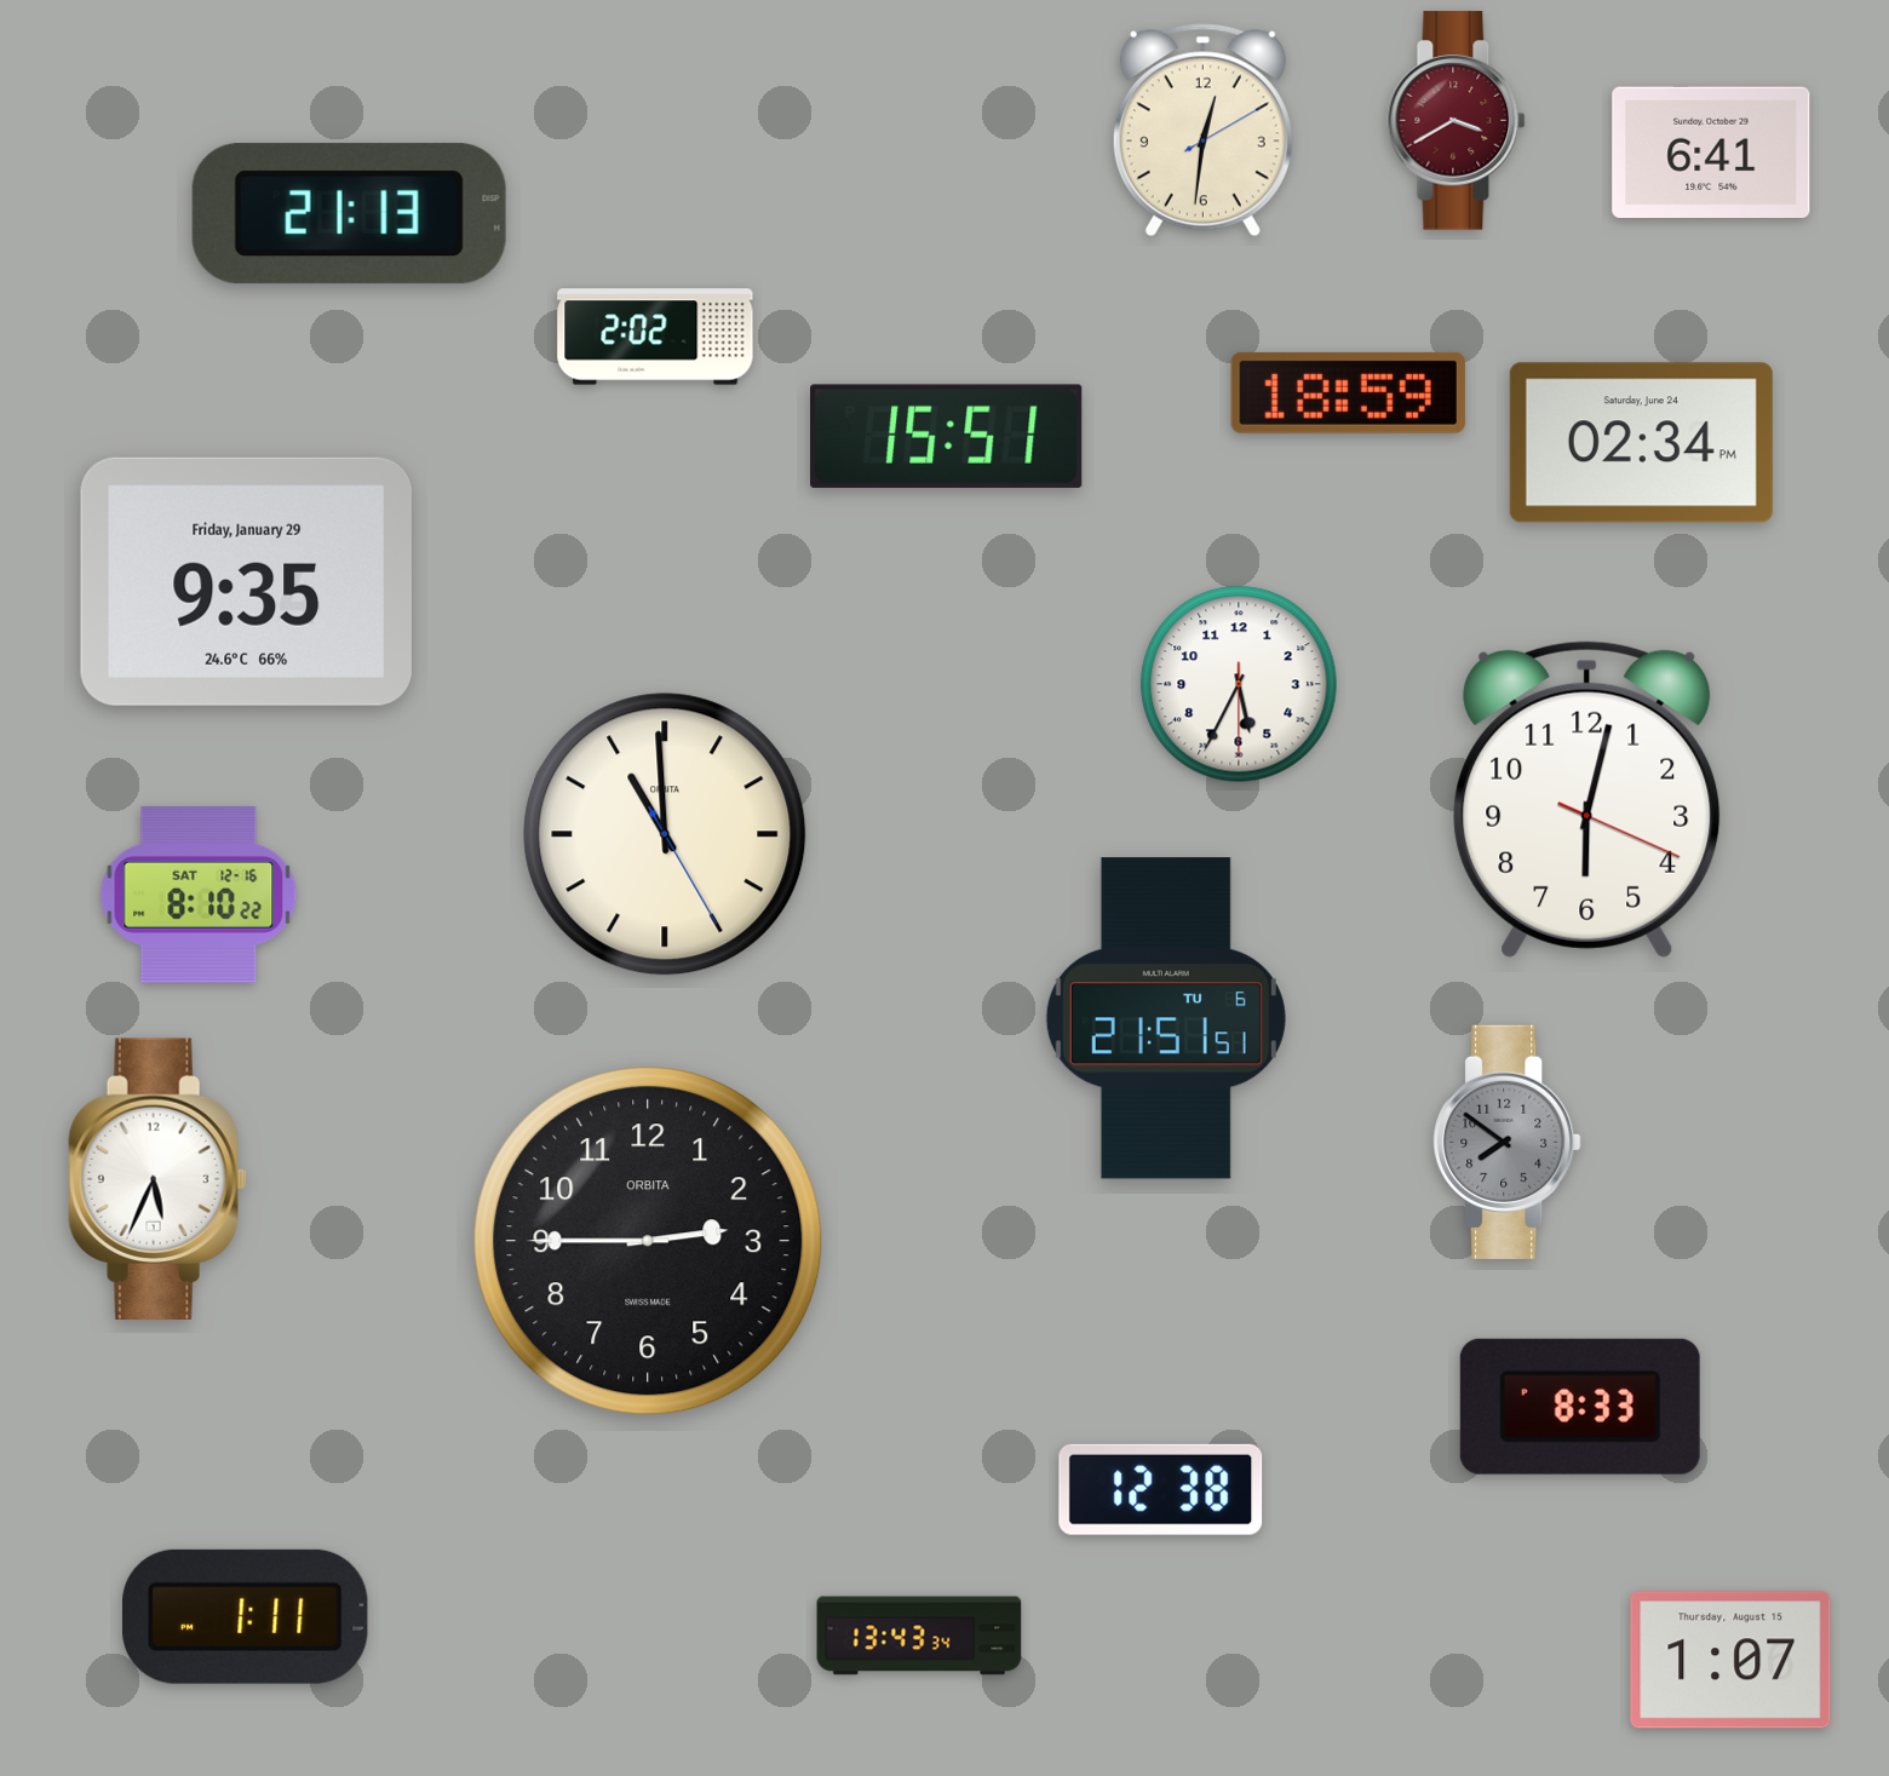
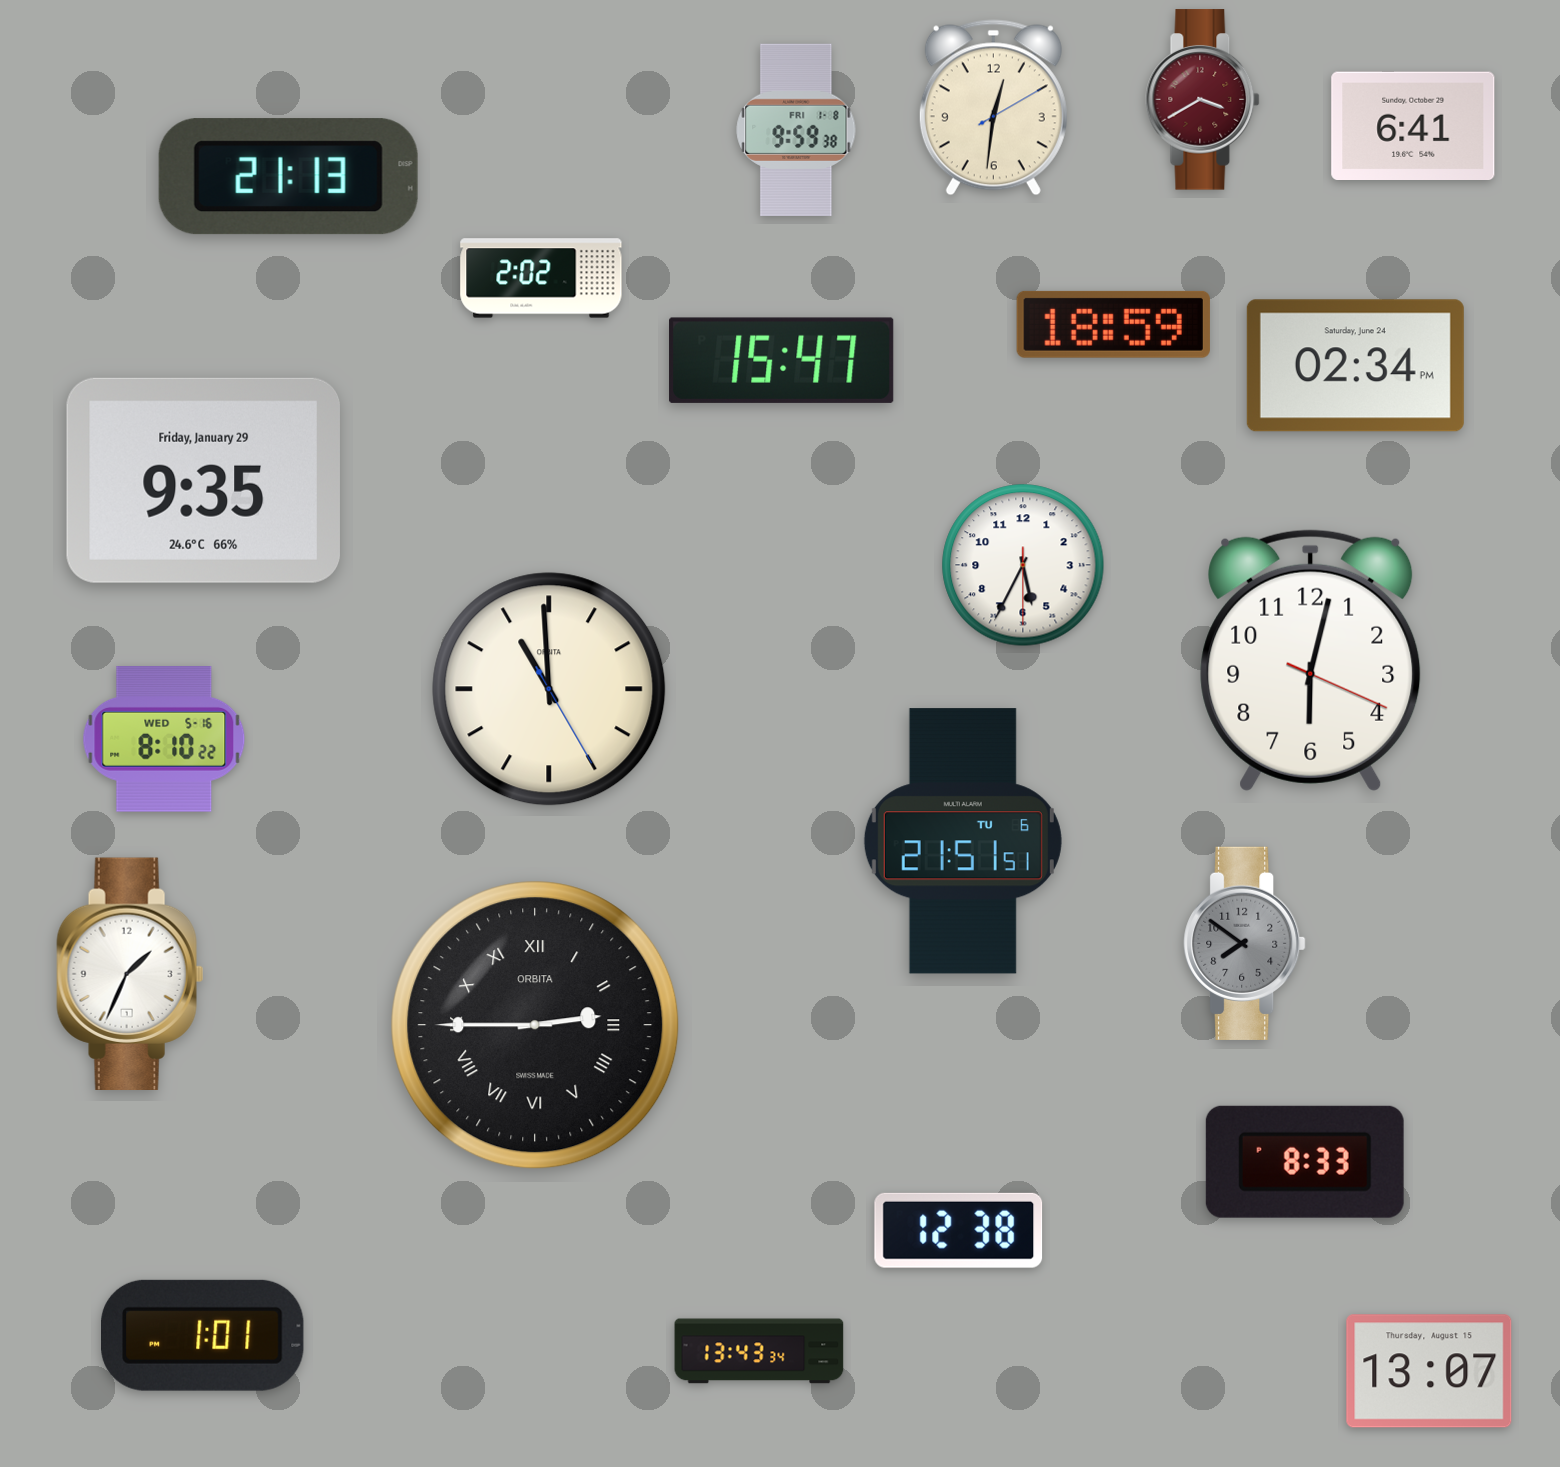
clock at (796, 129): none -> 9:59
clock at (947, 436): 15:51 -> 15:47
clock at (199, 896) date: SAT 12-16 -> WED 5-16
clock at (157, 1178): 5:34 -> 1:34
clock at (648, 1241) numerals: Arabic -> Roman
clock at (246, 1616): 1:11 -> 1:01
clock at (1730, 1660): 1:07 -> 13:07
